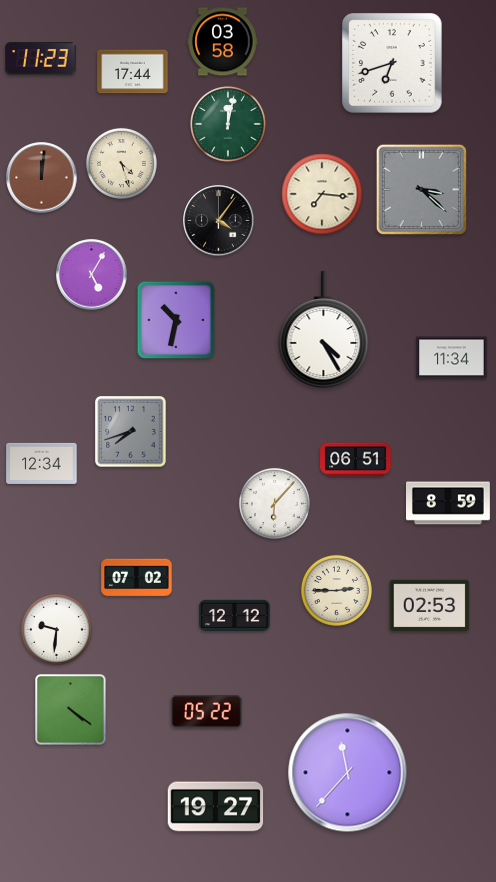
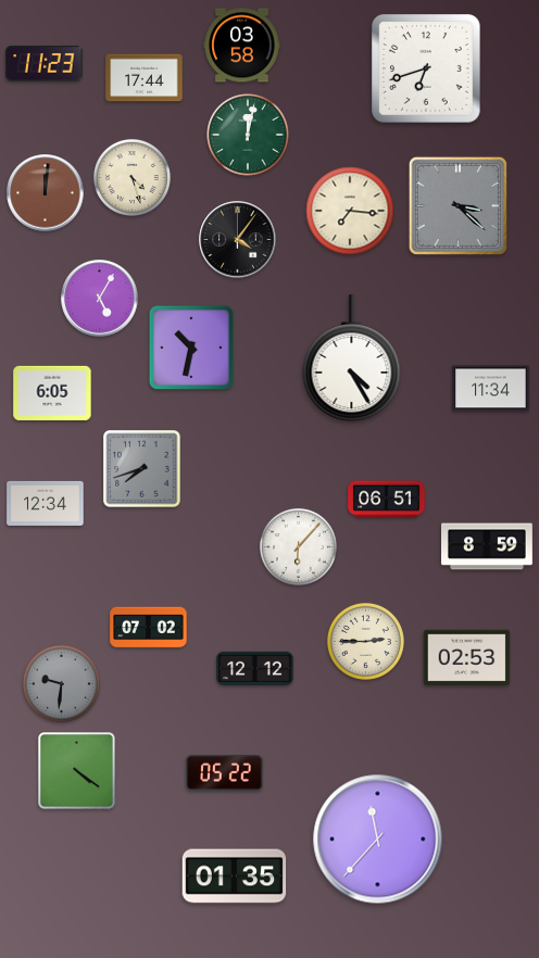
clock at (52, 393): none -> 6:05
clock at (56, 629) dial: white -> grey
clock at (216, 807): 19:27 -> 01:35
